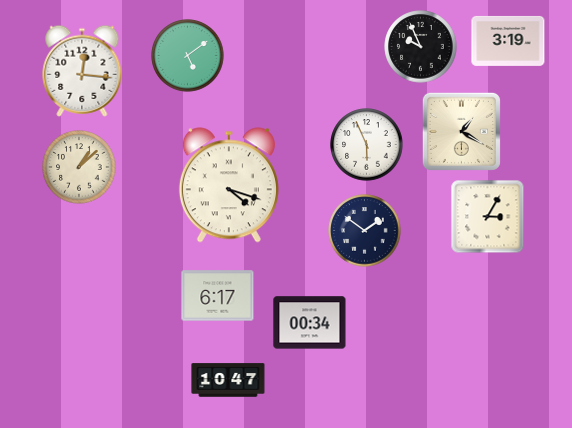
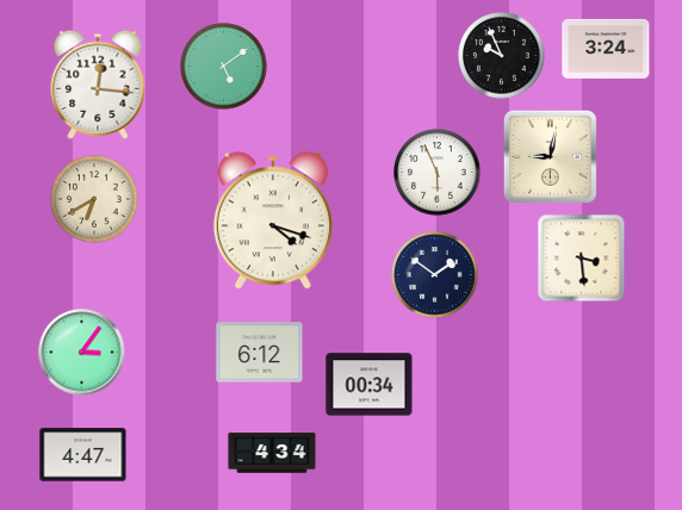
clock at (508, 41): 3:19 -> 3:24
clock at (461, 131): 1:20 -> 9:02
clock at (79, 167): 1:08 -> 6:40
clock at (488, 217): 3:05 -> 3:29
clock at (82, 353): none -> 3:06
clock at (218, 296): 6:17 -> 6:12
clock at (228, 380): 10:47 -> 4:34
clock at (83, 455): none -> 4:47
